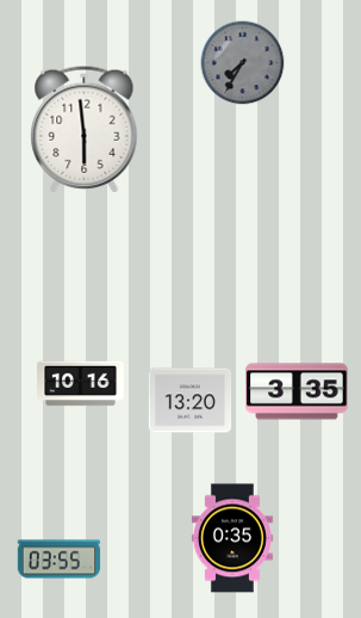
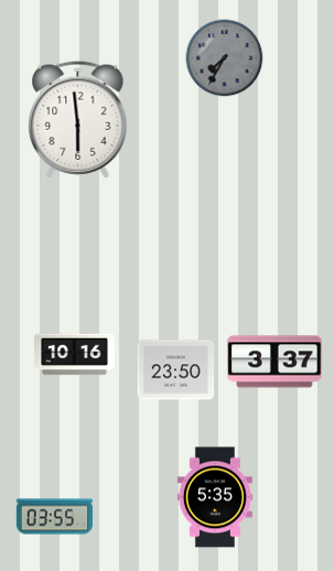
clock at (297, 391): 3:35 -> 3:37
clock at (191, 401): 13:20 -> 23:50
clock at (232, 538): 0:35 -> 5:35
